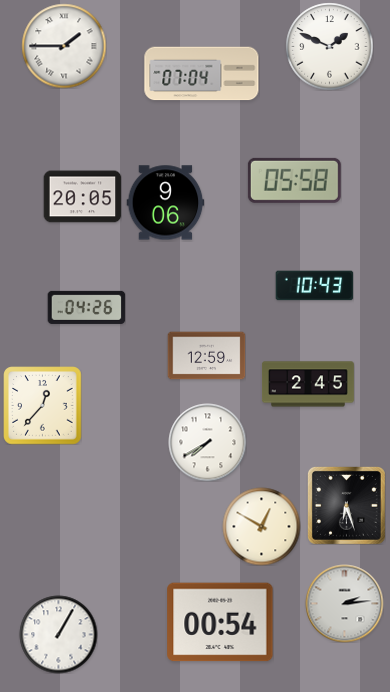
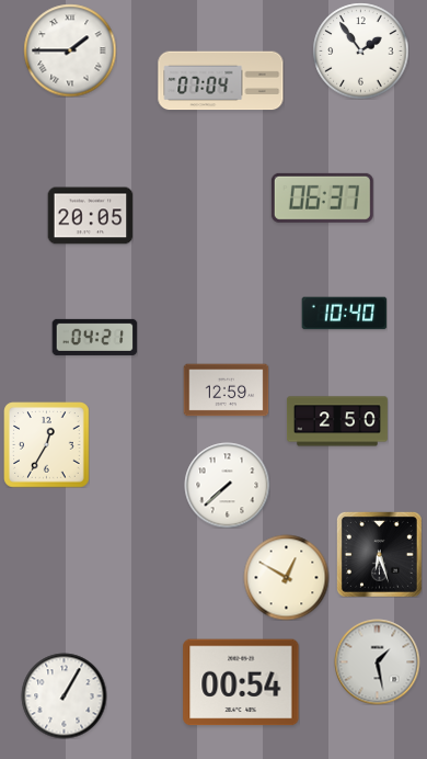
clock at (329, 46): 1:49 -> 1:54
clock at (294, 180): 05:58 -> 06:37
clock at (165, 203): 9:06 -> none
clock at (314, 286): 10:43 -> 10:40
clock at (86, 307): 04:26 -> 04:21
clock at (308, 384): 2:45 -> 2:50
clock at (42, 405): 12:37 -> 12:35
clock at (207, 442): 7:40 -> 7:38
clock at (344, 603): 2:14 -> 1:28
